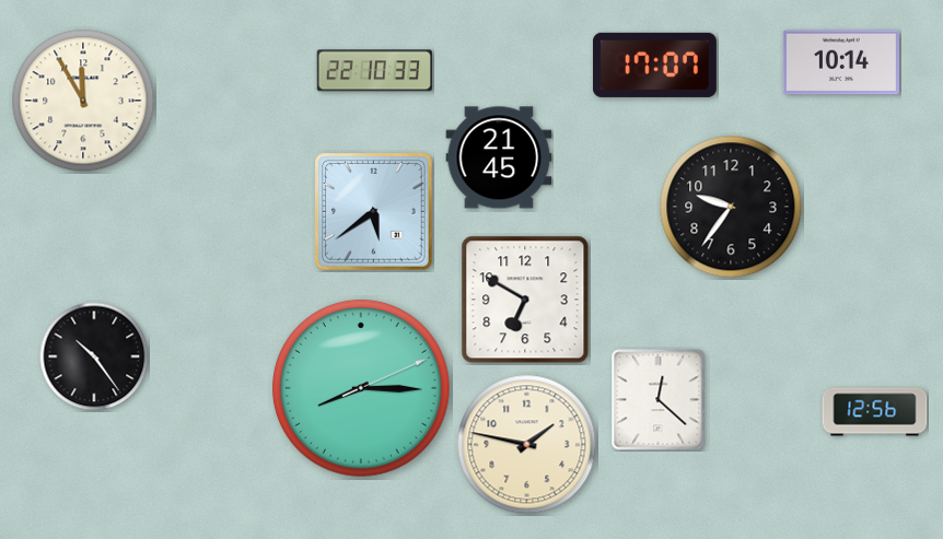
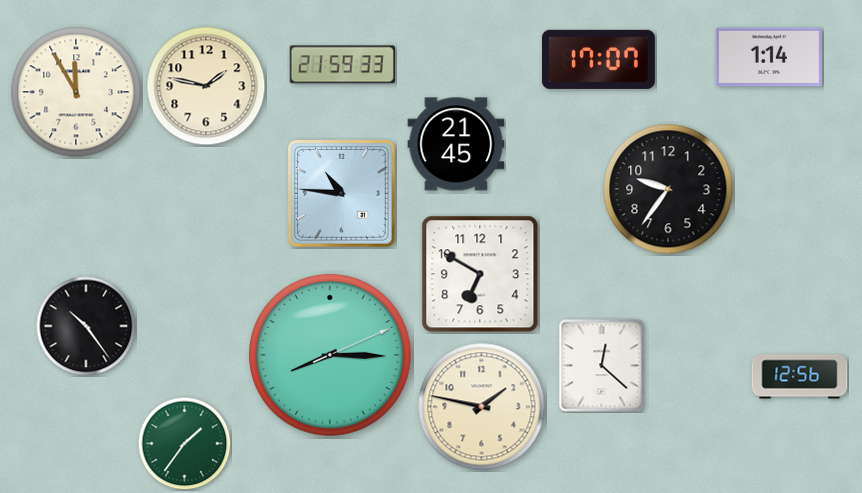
clock at (841, 62): 10:14 -> 1:14
clock at (374, 71): 22:10 -> 21:59
clock at (206, 86): none -> 1:47
clock at (374, 212): 5:39 -> 10:46
clock at (184, 443): none -> 1:36
